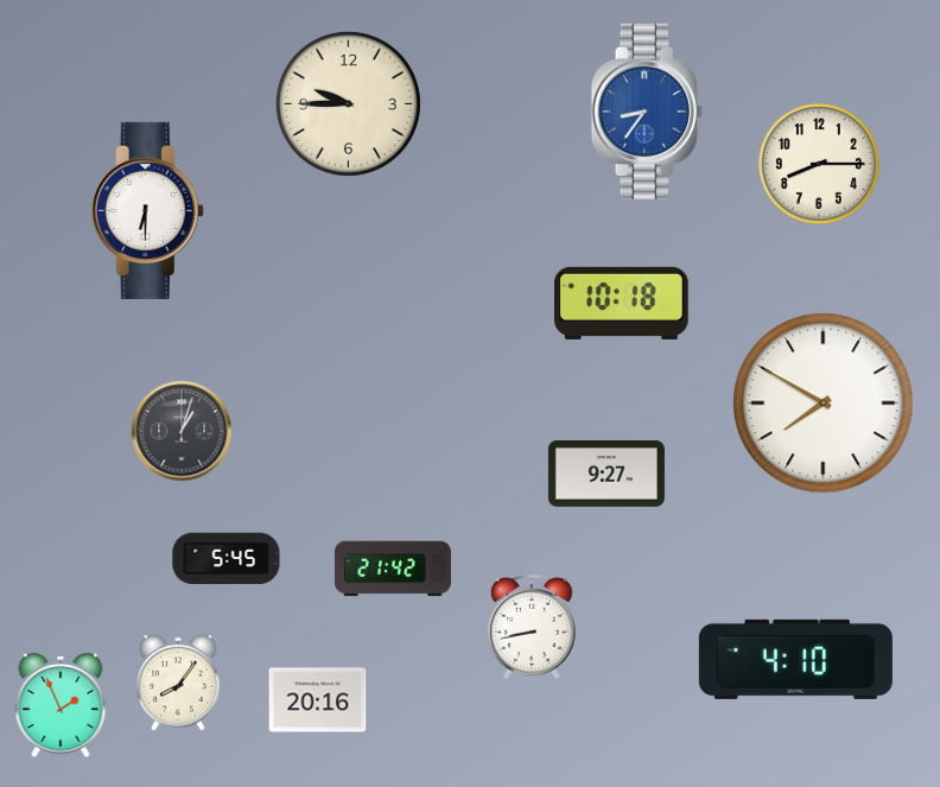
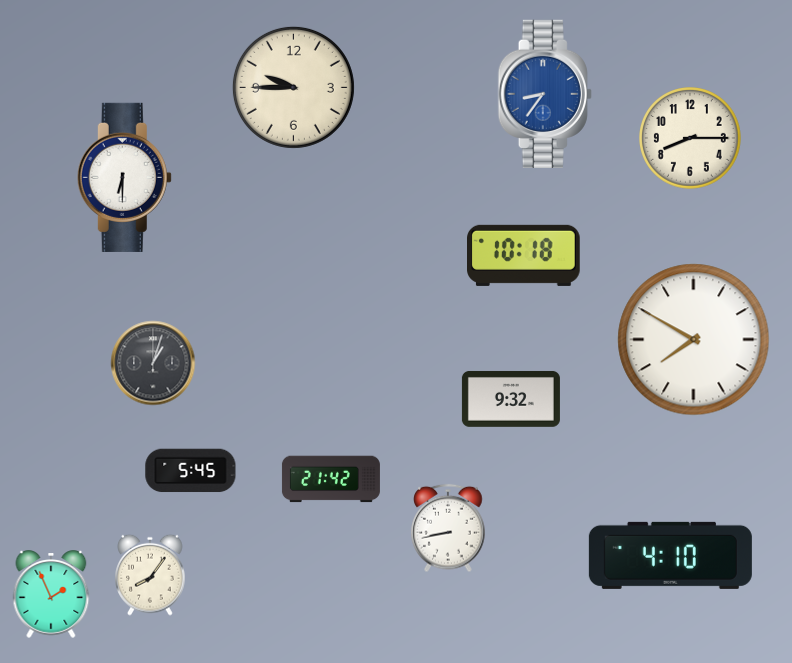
clock at (606, 474): 9:27 -> 9:32
clock at (318, 700): 20:16 -> none
